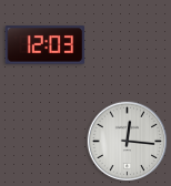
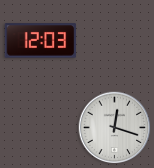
clock at (128, 142): 12:16 -> 12:18
